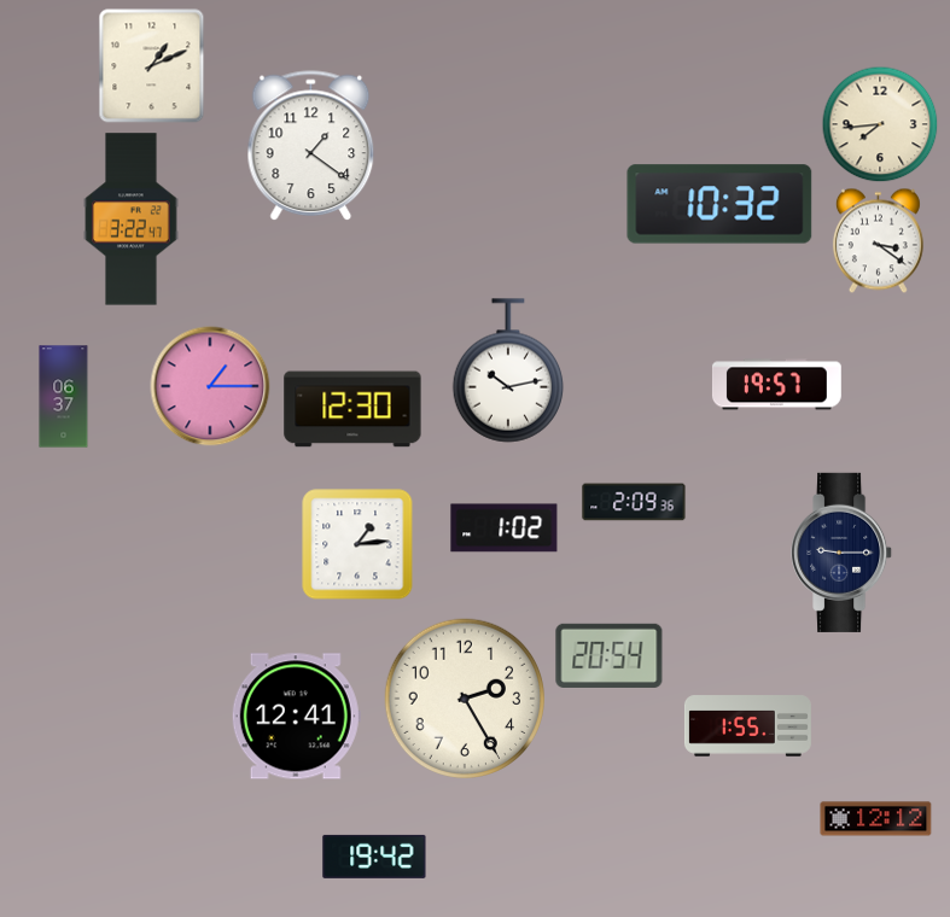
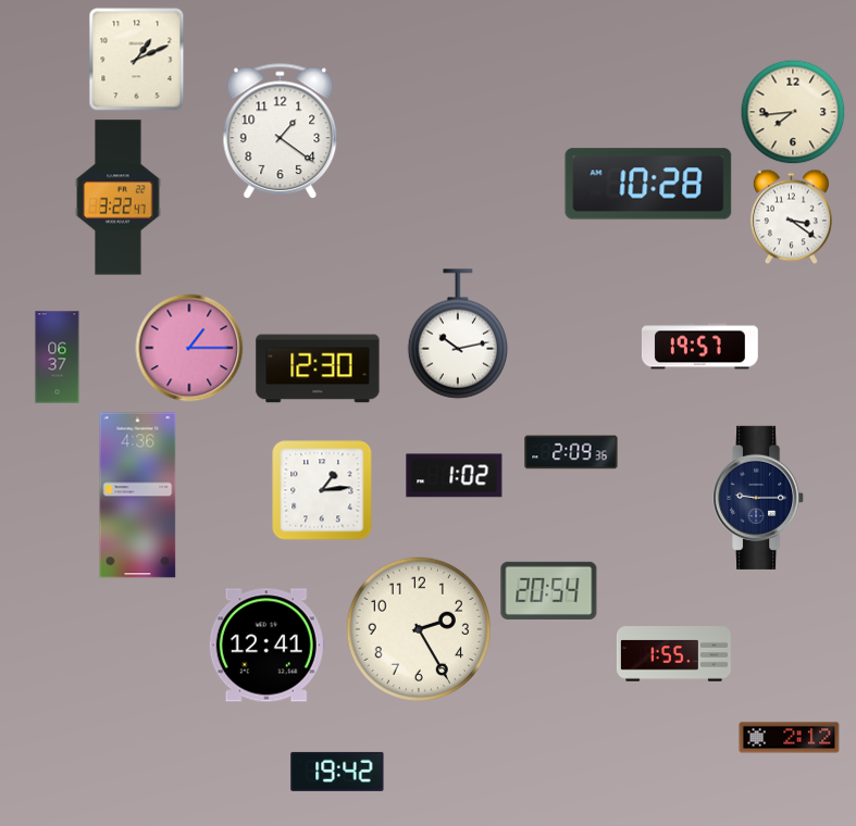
clock at (719, 204): 10:32 -> 10:28
clock at (138, 496): none -> 4:36
clock at (876, 819): 12:12 -> 2:12
